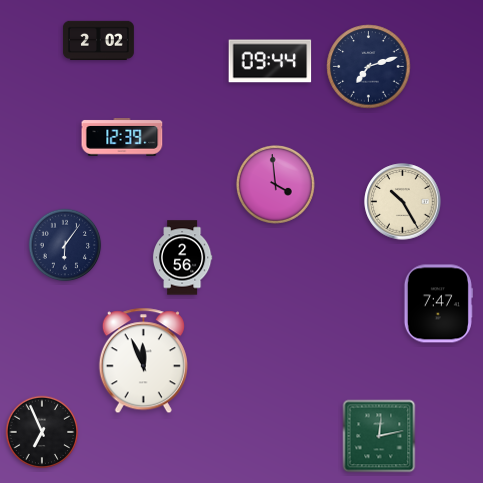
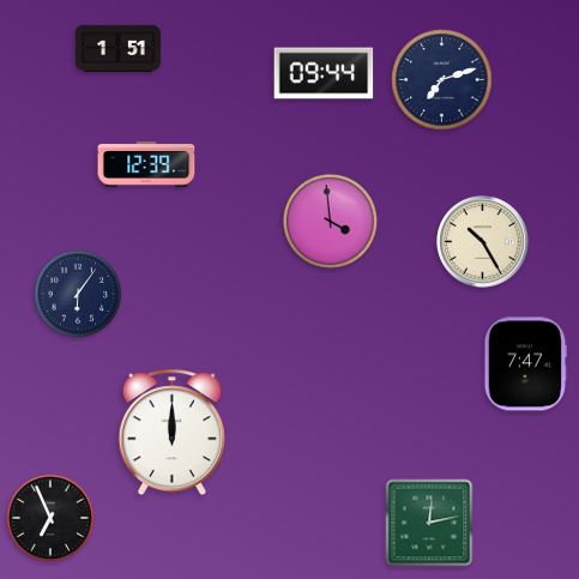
clock at (98, 40): 2:02 -> 1:51
clock at (182, 258): 2:56 -> none
clock at (143, 361): 11:56 -> 12:00
clock at (379, 436) position: (379, 436) -> (429, 523)
